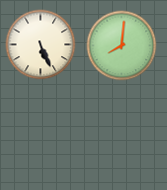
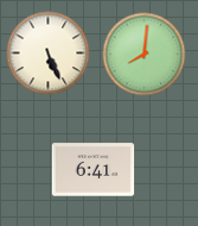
clock at (94, 170): none -> 6:41
